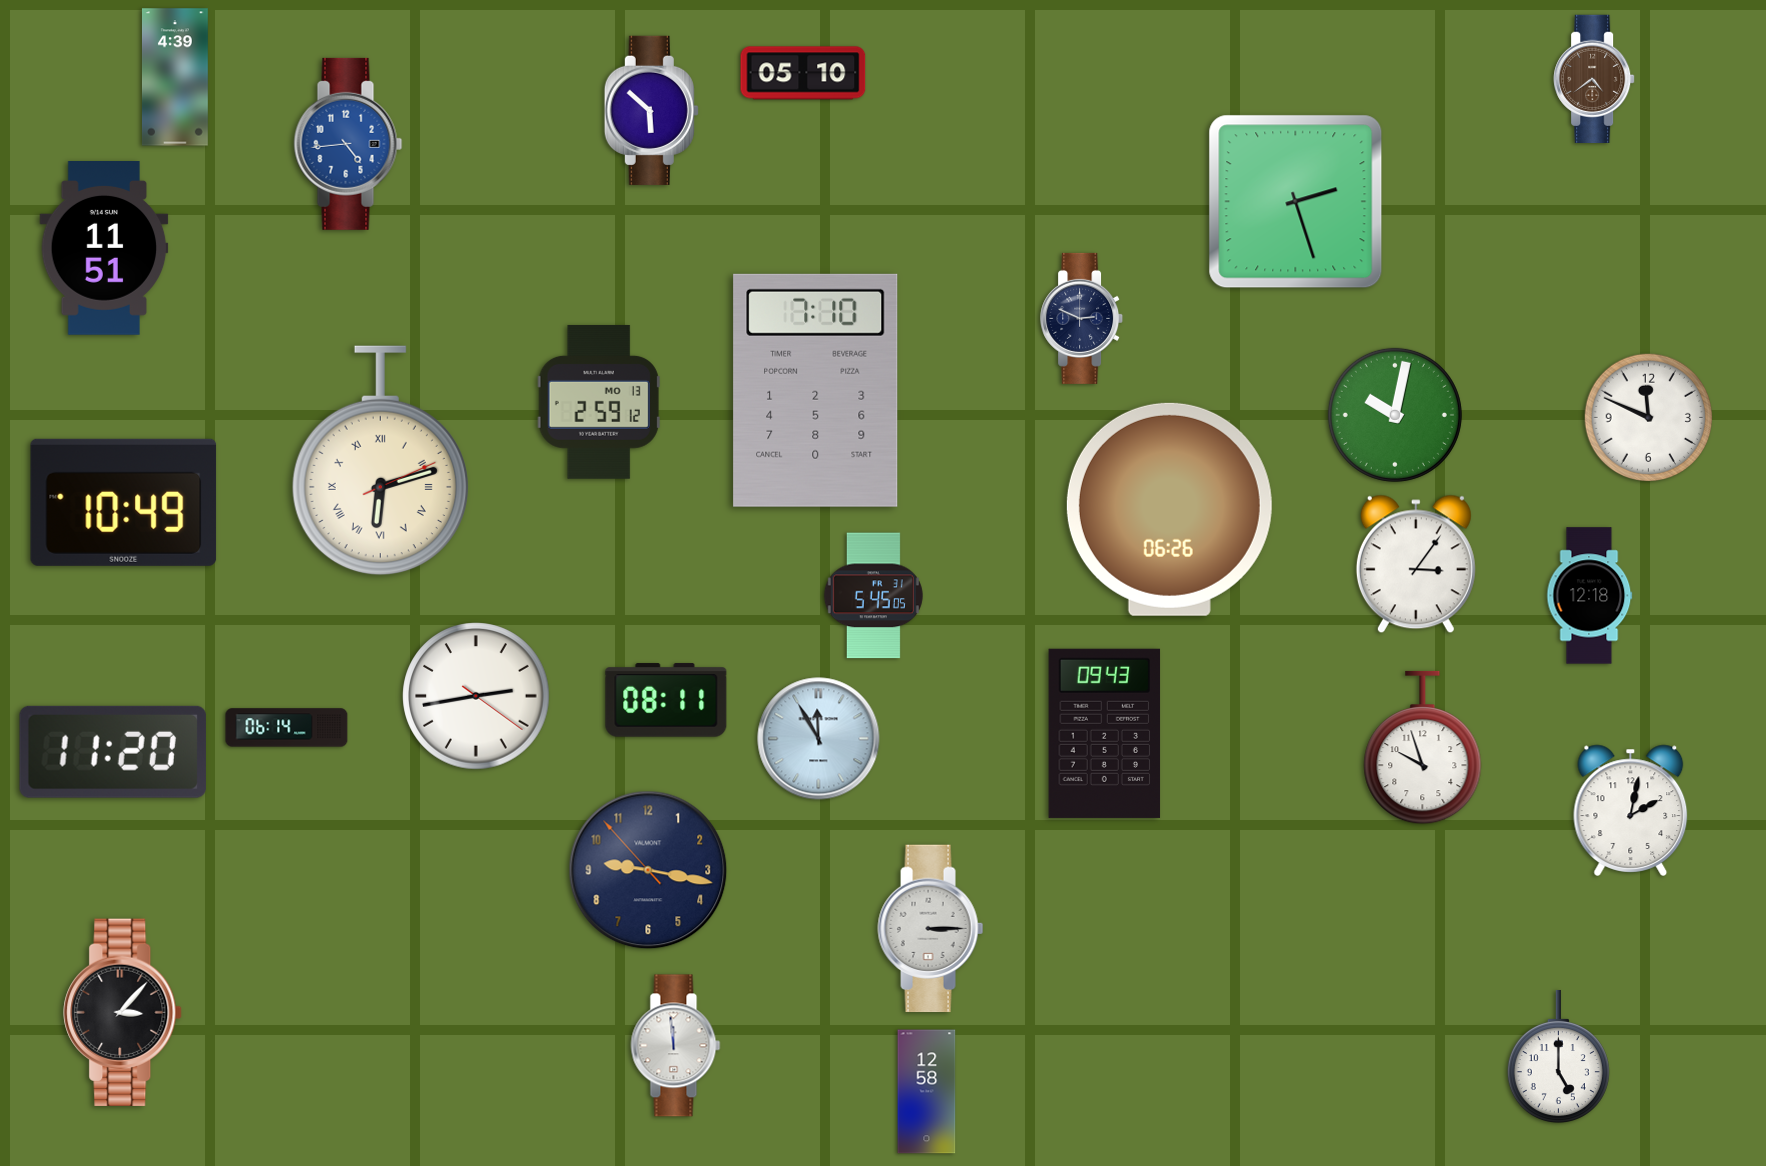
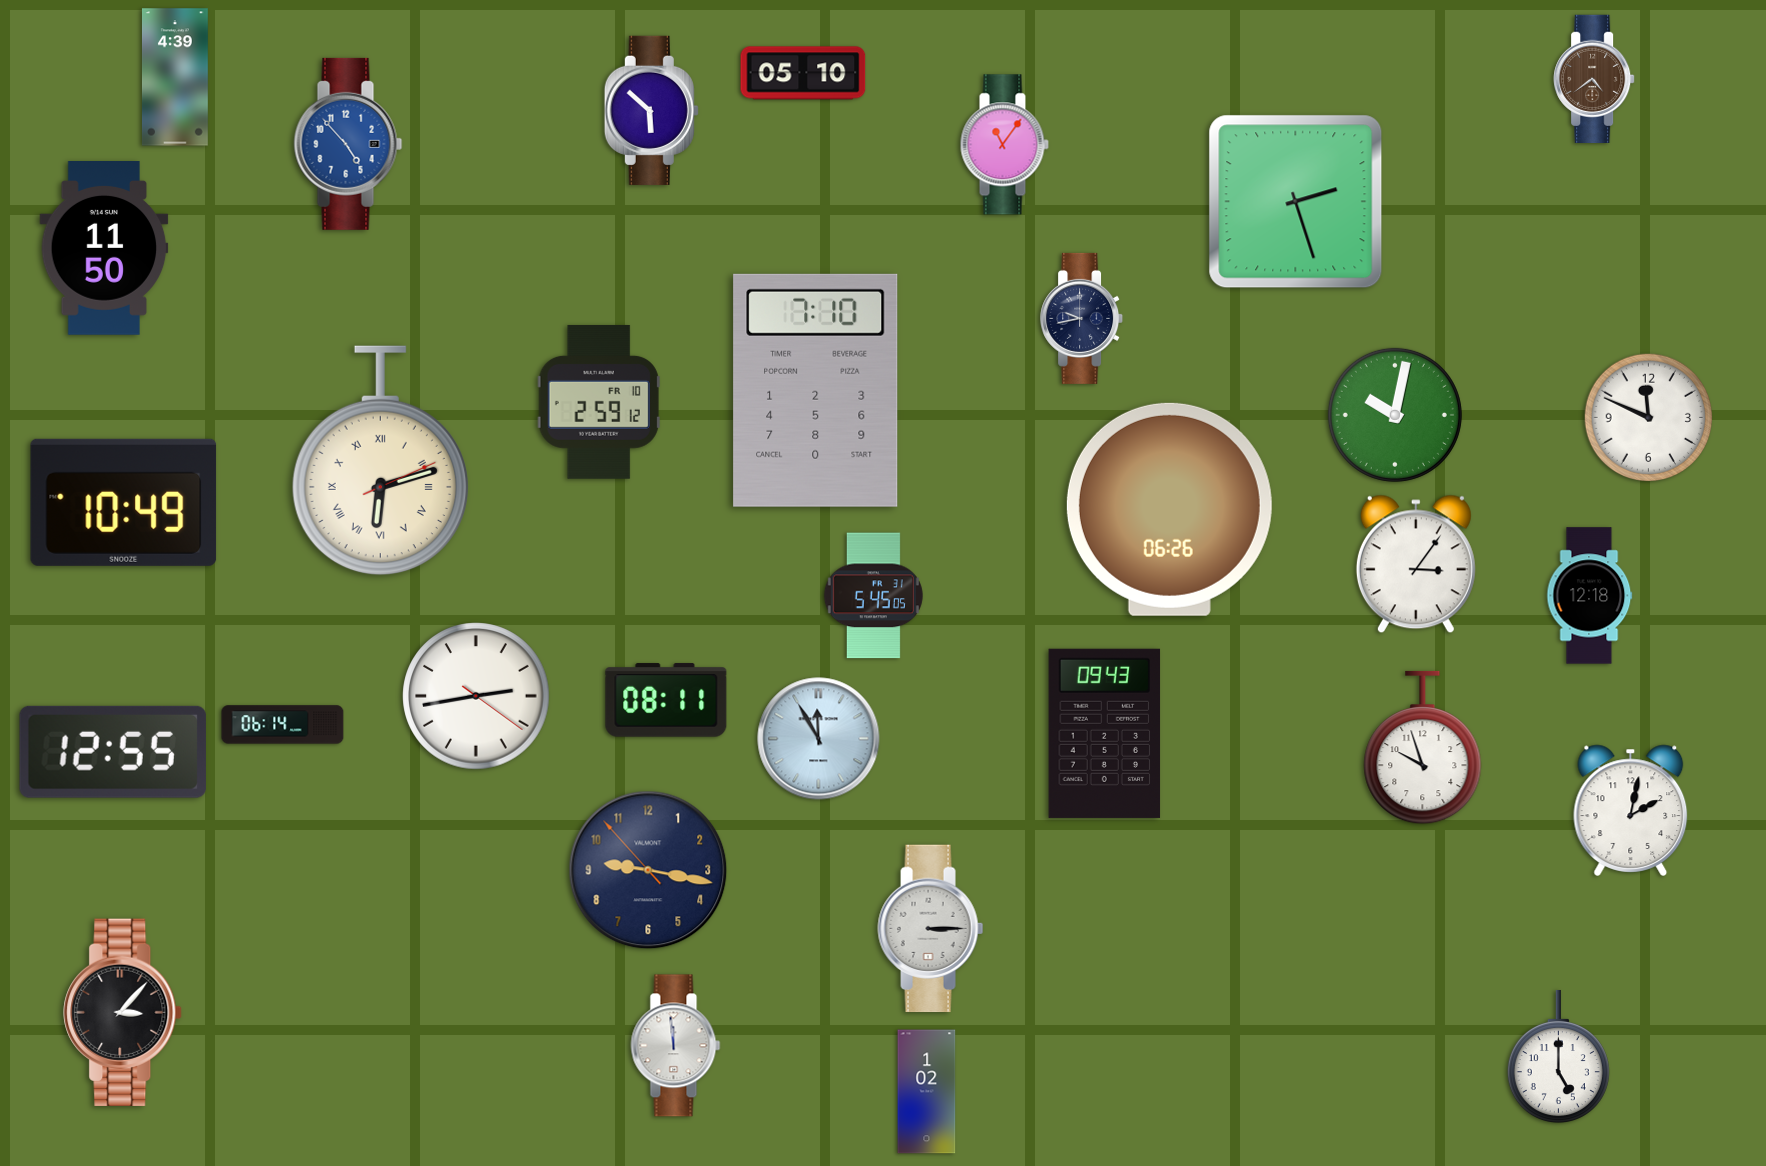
clock at (348, 144): 4:44 -> 4:53
clock at (1004, 145): none -> 11:06
clock at (104, 249): 11:51 -> 11:50
clock at (1082, 318): 2:49 -> 9:43
clock at (599, 402) date: MO 13 -> FR 10
clock at (287, 728) position: (287, 728) -> (283, 725)
clock at (113, 752): 11:20 -> 12:55
clock at (927, 1092): 12:58 -> 1:02
